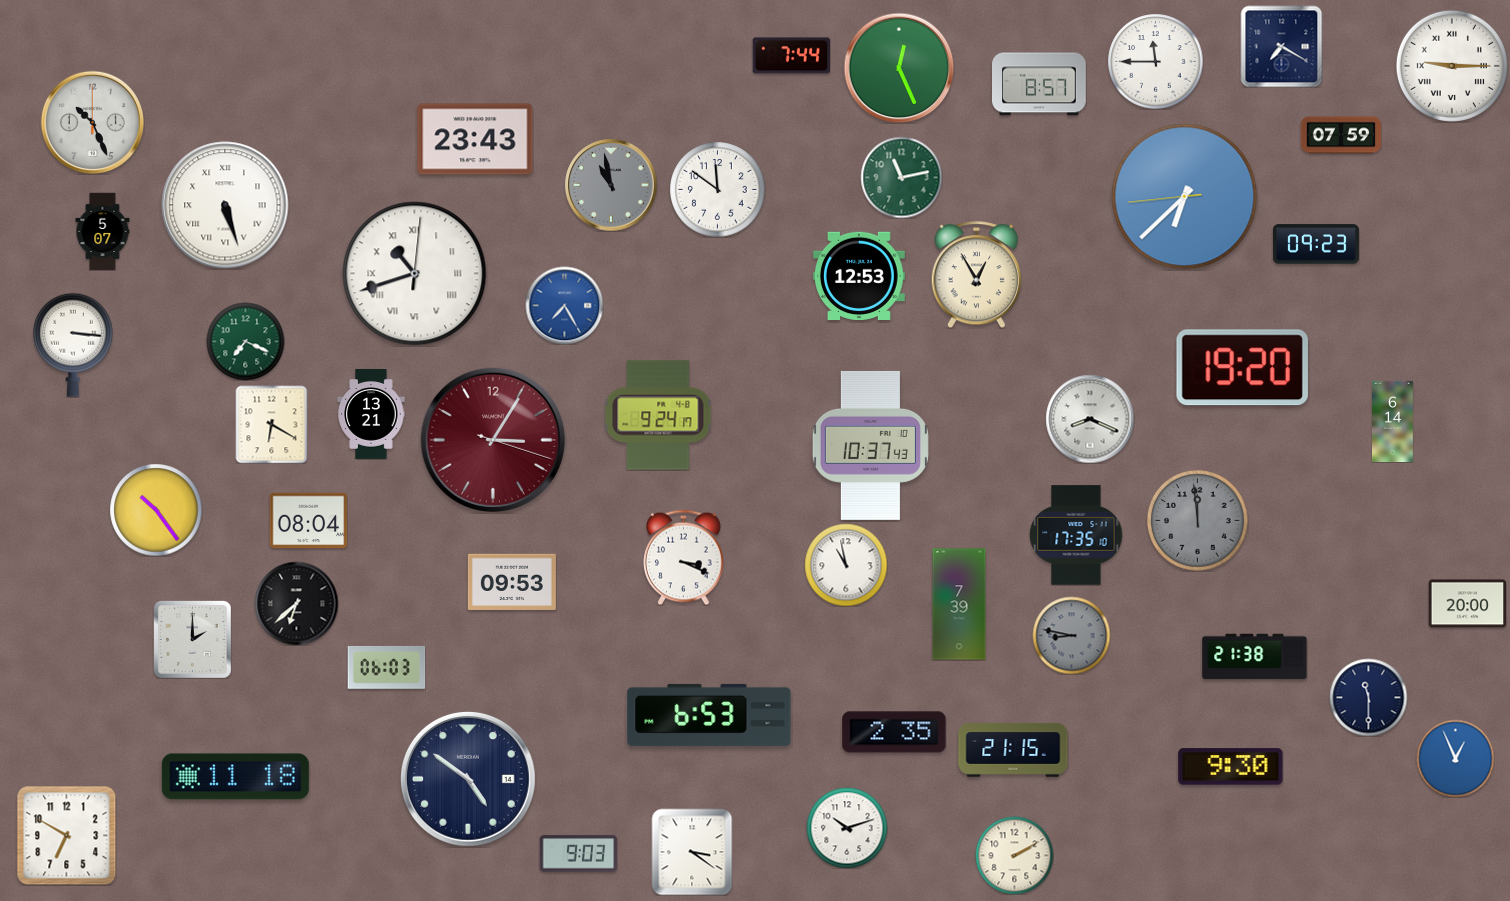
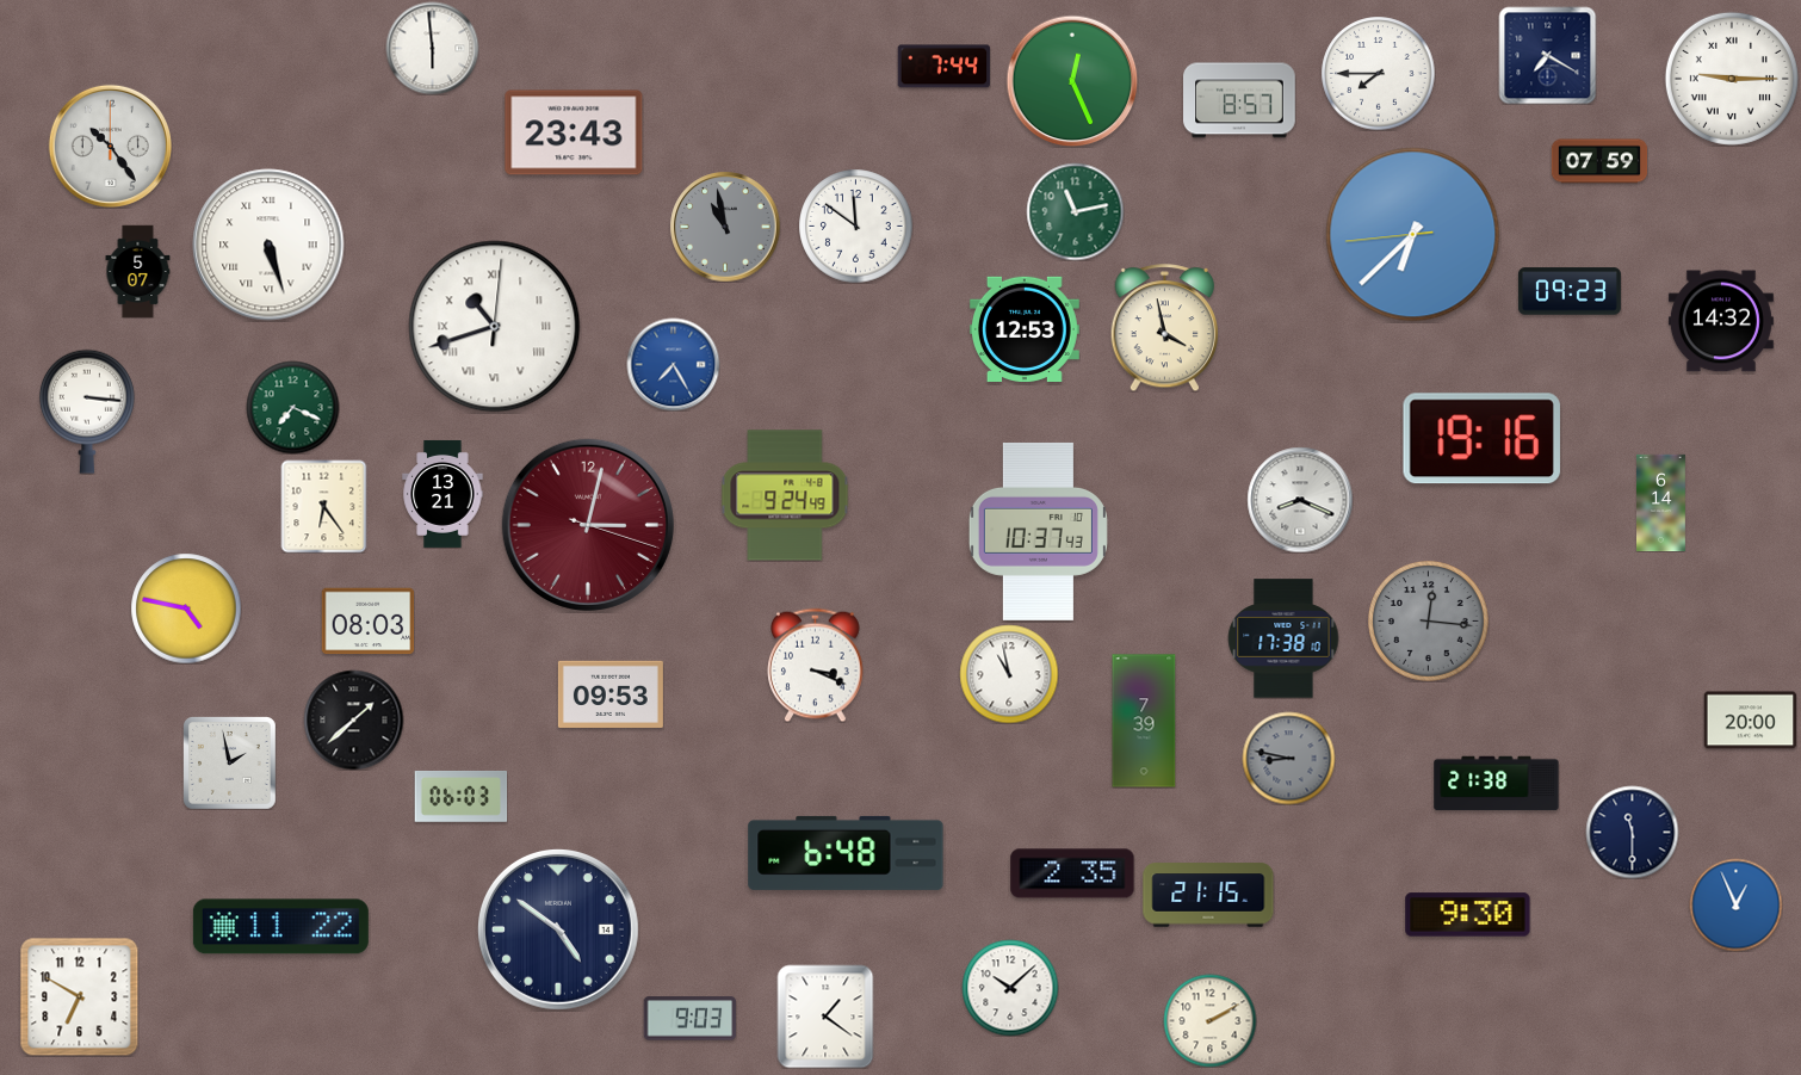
clock at (432, 48): none -> 5:59
clock at (1281, 46) position: (1281, 46) -> (1547, 55)
clock at (1155, 61): 11:45 -> 7:45
clock at (92, 122): 10:26 -> 10:24
clock at (475, 139) position: (475, 139) -> (574, 132)
clock at (611, 185) position: (611, 185) -> (725, 227)
clock at (103, 231) position: (103, 231) -> (138, 271)
clock at (1721, 321): none -> 14:32
clock at (976, 275): 12:55 -> 3:58
clock at (1242, 368): 19:20 -> 19:16
clock at (658, 415): 9:24:17 -> 9:24:49
clock at (272, 424): 6:20 -> 6:24
clock at (493, 440): 3:05 -> 3:02
clock at (156, 510): 10:24 -> 4:47
clock at (308, 521): 08:04 -> 08:03
clock at (1198, 521): 11:59 -> 12:16
clock at (1076, 535): 17:35 -> 17:38
clock at (296, 603): 6:38 -> 1:38
clock at (1071, 635) position: (1071, 635) -> (1288, 758)
clock at (193, 640): 2:00 -> 1:58
clock at (709, 715): 6:53 -> 6:48
clock at (894, 732) position: (894, 732) -> (1072, 873)
clock at (235, 777): 11:18 -> 11:22
clock at (847, 828): 10:12 -> 10:08
clock at (692, 852): 3:21 -> 1:21
